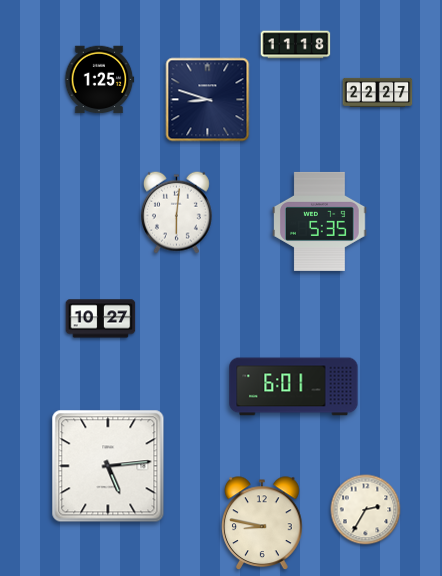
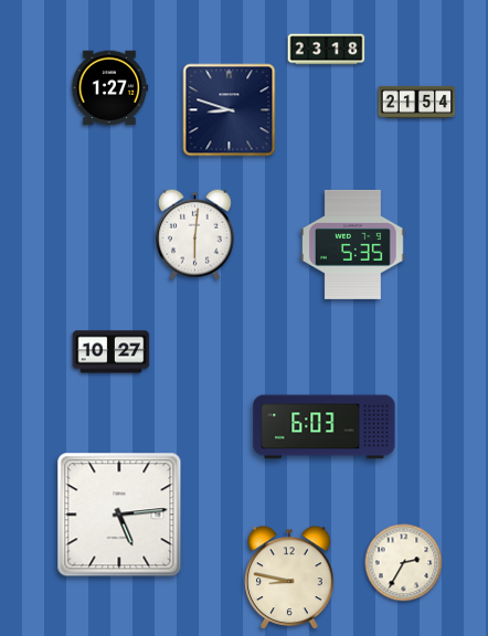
clock at (296, 45): 11:18 -> 23:18
clock at (99, 80): 1:25 -> 1:27
clock at (378, 92): 22:27 -> 21:54
clock at (294, 387): 6:01 -> 6:03
